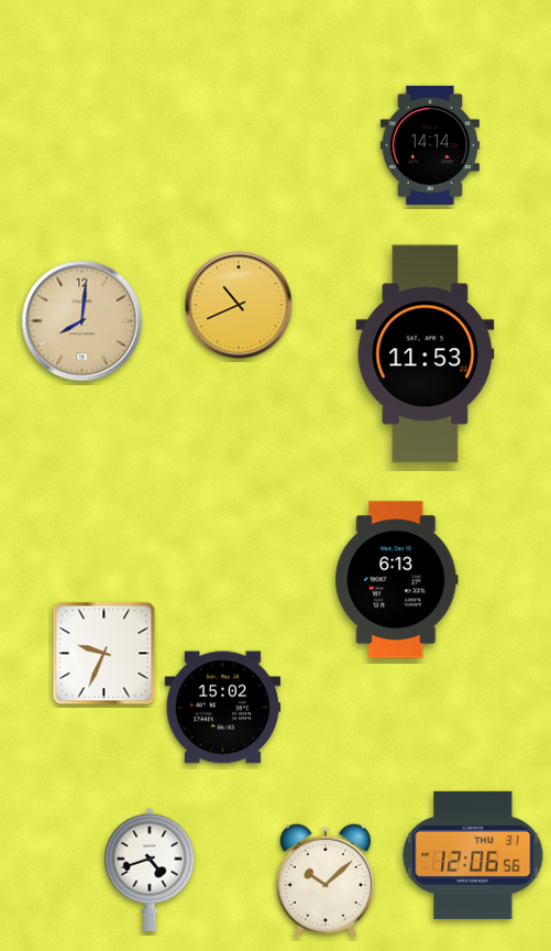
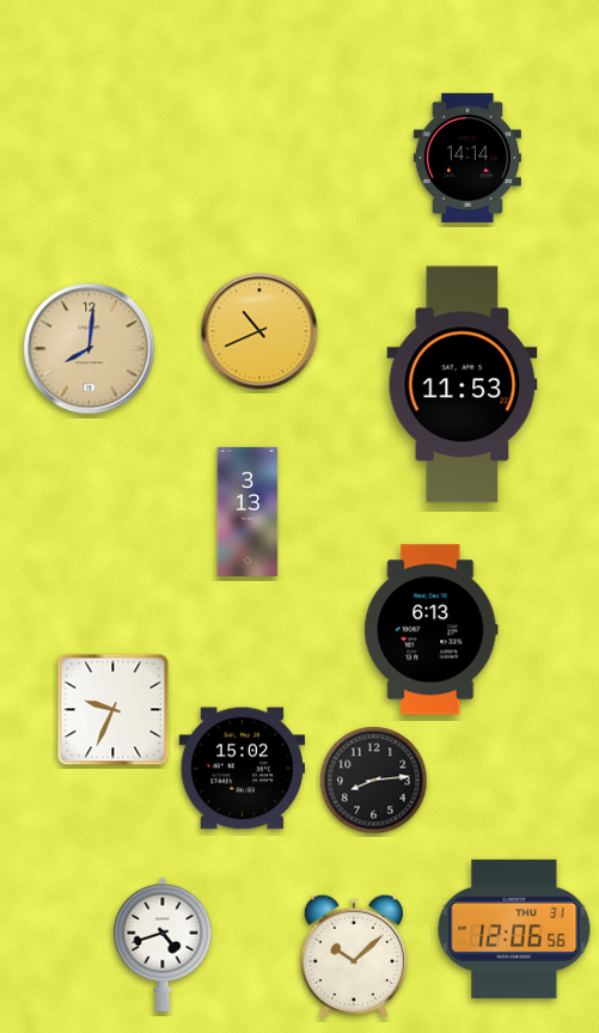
clock at (247, 512): none -> 3:13
clock at (374, 781): none -> 8:14
